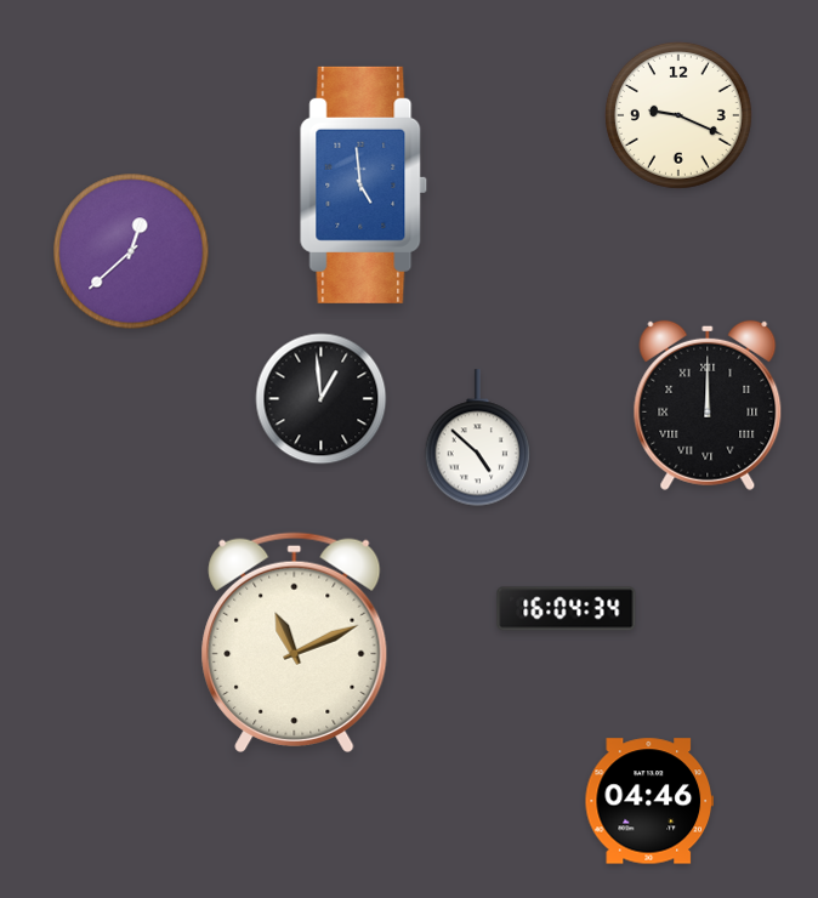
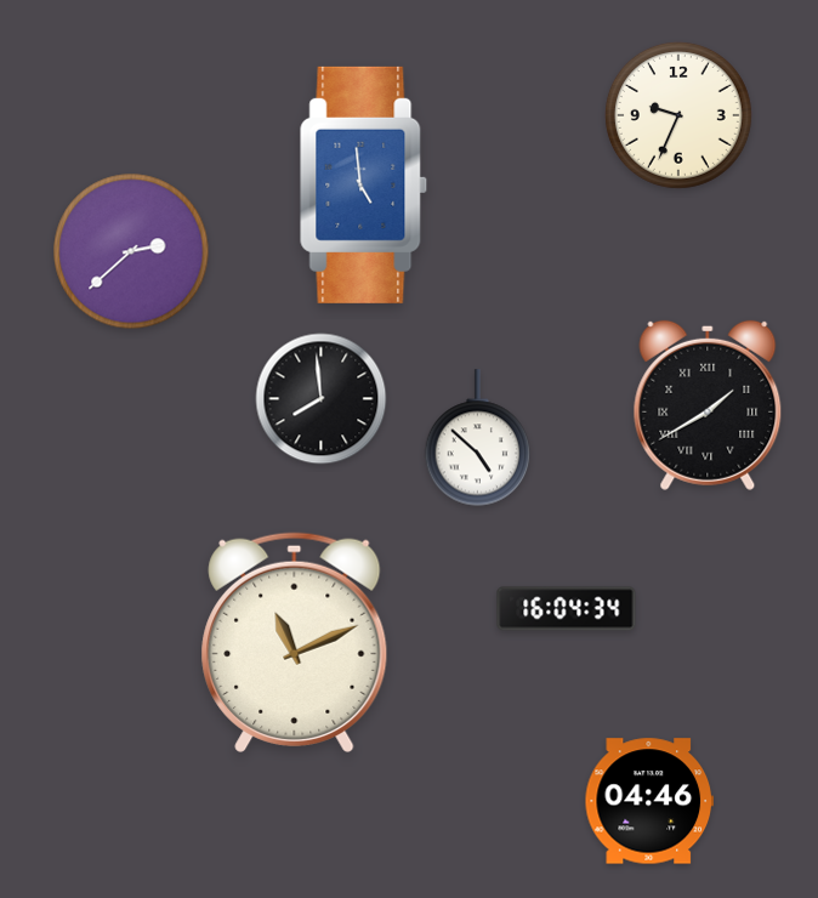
clock at (678, 115): 9:19 -> 9:34
clock at (131, 251): 12:38 -> 2:38
clock at (322, 399): 12:59 -> 7:59
clock at (708, 405): 12:00 -> 1:40
